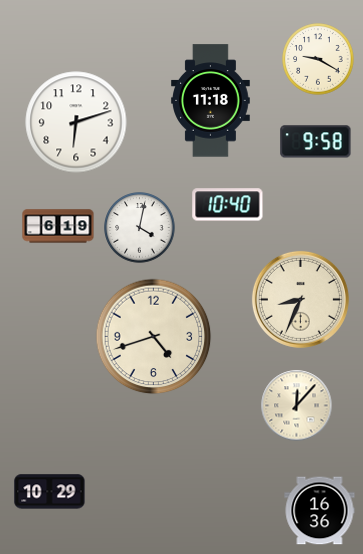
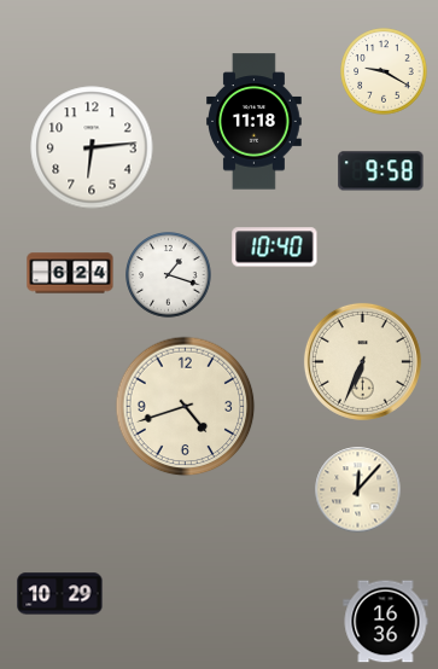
clock at (76, 122): 6:12 -> 6:14
clock at (58, 226): 6:19 -> 6:24
clock at (140, 228): 4:02 -> 1:18
clock at (300, 299): 8:34 -> 6:34
clock at (320, 511) position: (320, 511) -> (386, 622)
